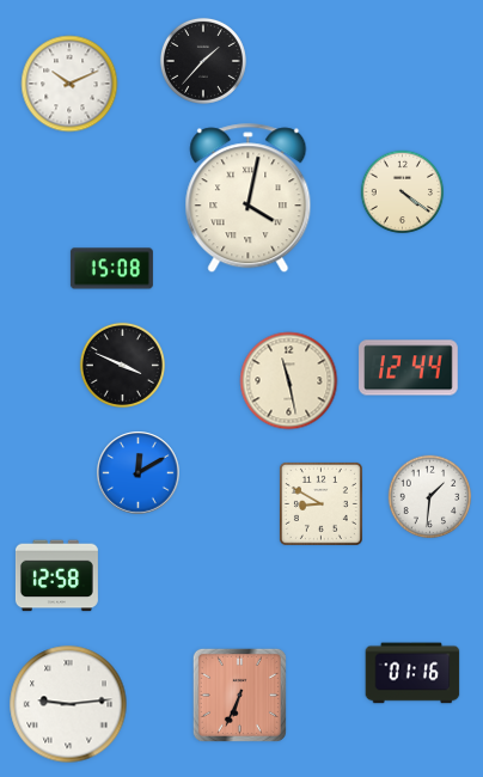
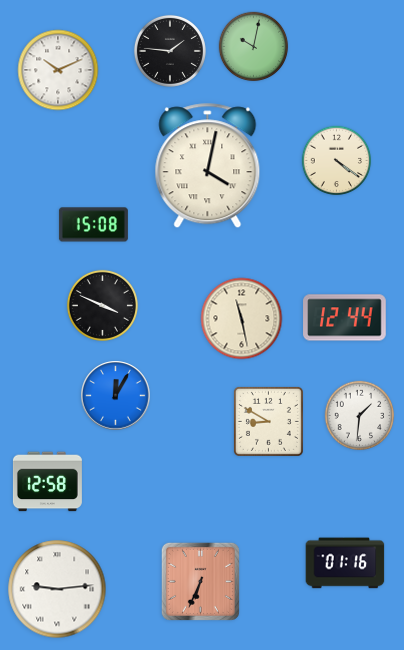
clock at (254, 47): none -> 10:02
clock at (203, 61): 1:37 -> 1:46
clock at (409, 368) position: (409, 368) -> (345, 318)
clock at (139, 473): 12:10 -> 12:05
